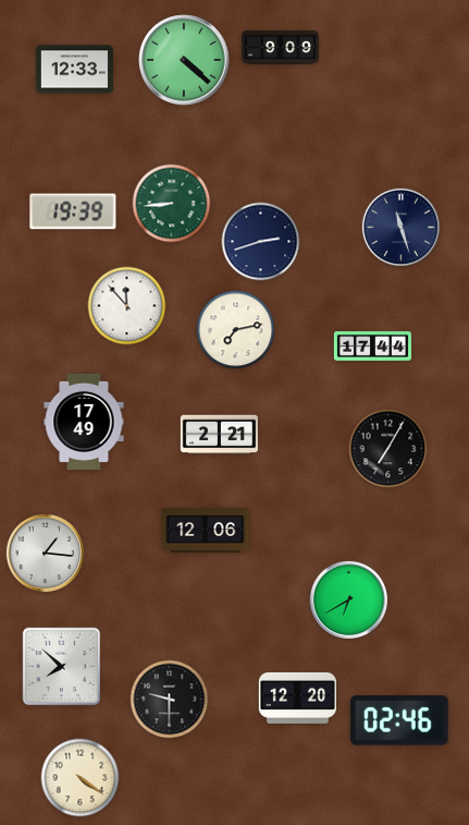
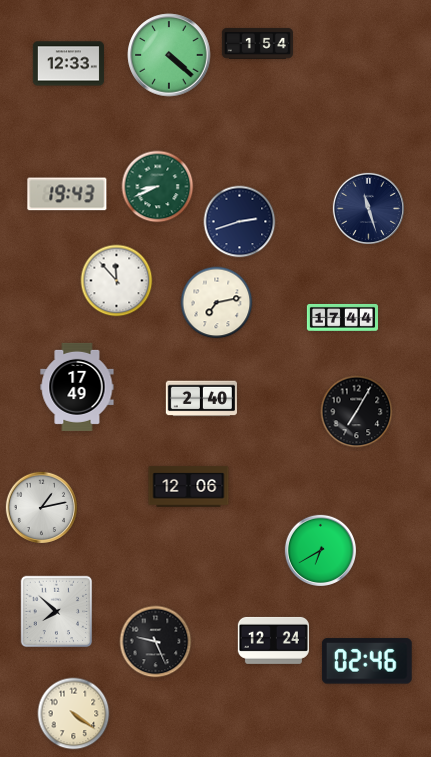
clock at (280, 47): 9:09 -> 1:54
clock at (172, 204): 8:44 -> 8:41
clock at (73, 211): 19:39 -> 19:43
clock at (219, 435): 2:21 -> 2:40
clock at (45, 553): 1:16 -> 1:13
clock at (297, 697): 12:20 -> 12:24
clock at (170, 700): 9:30 -> 9:26
